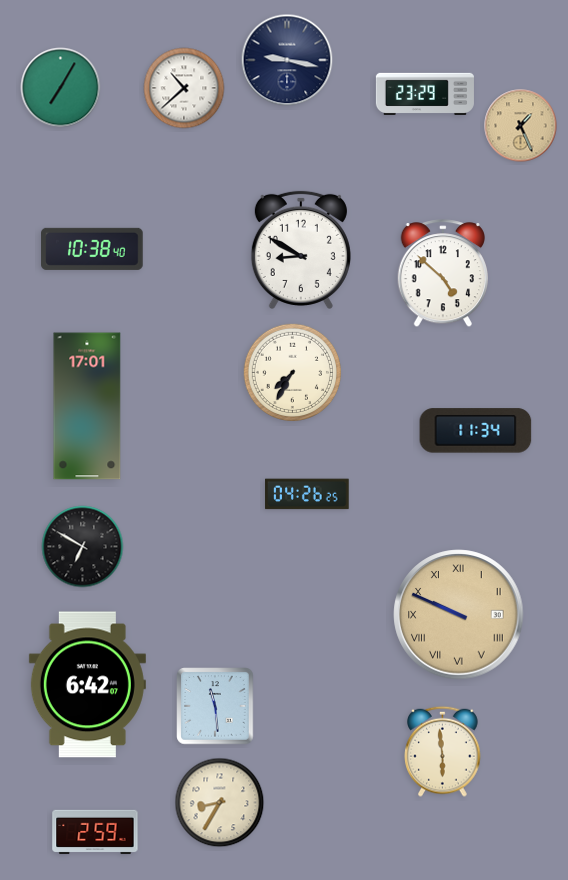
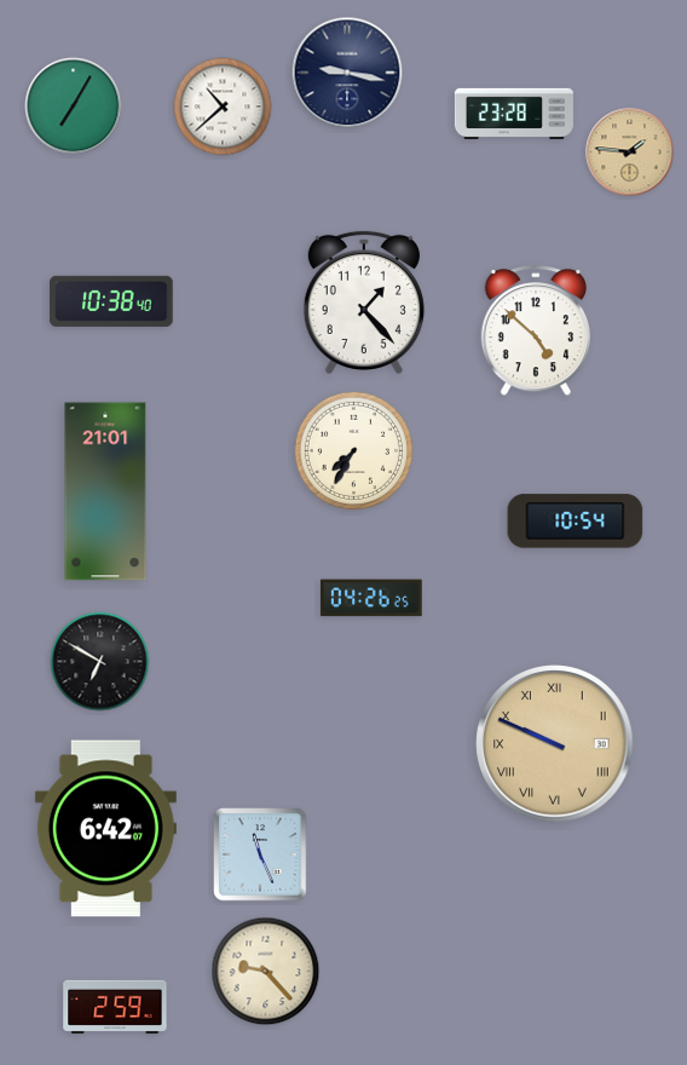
clock at (425, 94): 23:29 -> 23:28
clock at (521, 126): 1:26 -> 1:46
clock at (301, 250): 8:50 -> 1:23
clock at (87, 406): 17:01 -> 21:01
clock at (476, 431): 11:34 -> 10:54
clock at (215, 706): 11:29 -> 11:26
clock at (443, 751): 5:59 -> none
clock at (220, 803): 8:35 -> 9:23
